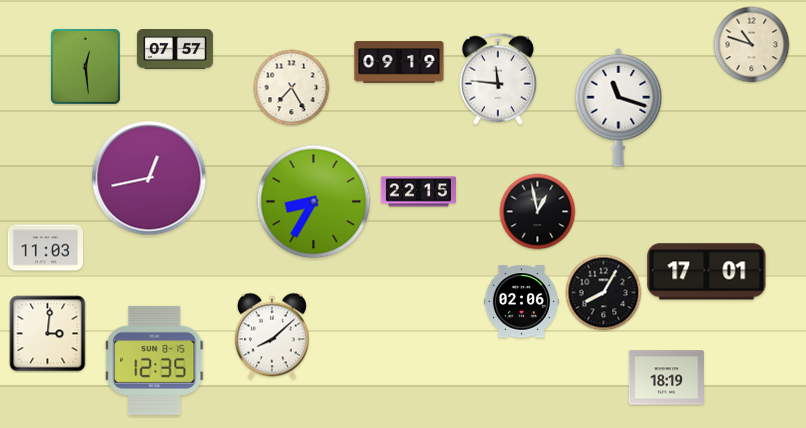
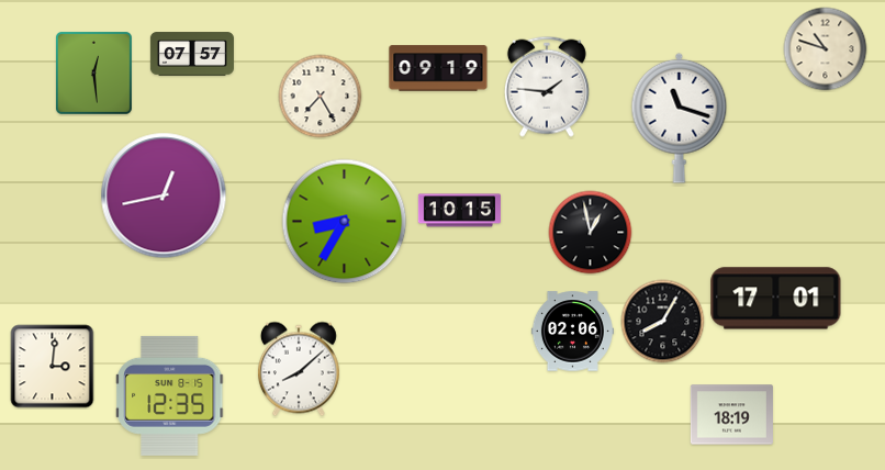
clock at (498, 79): 11:46 -> 1:46
clock at (418, 192): 22:15 -> 10:15
clock at (45, 248): 11:03 -> none
